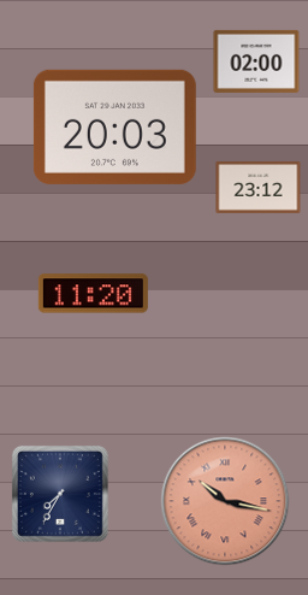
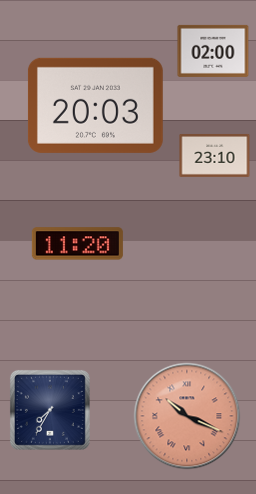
clock at (259, 187): 23:12 -> 23:10
clock at (225, 501): 10:17 -> 10:19
